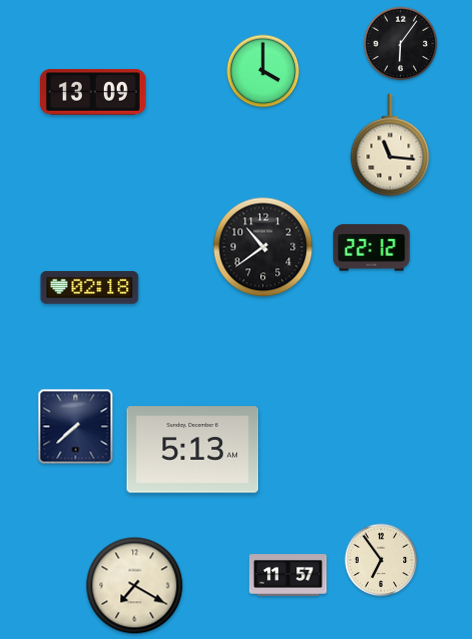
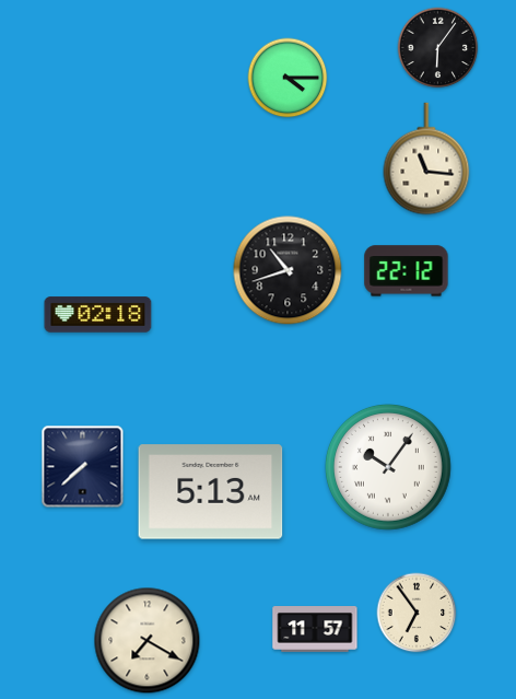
clock at (263, 71): 4:00 -> 4:15
clock at (94, 92): 13:09 -> none
clock at (263, 247): 10:39 -> 10:42
clock at (389, 468): none -> 10:06
